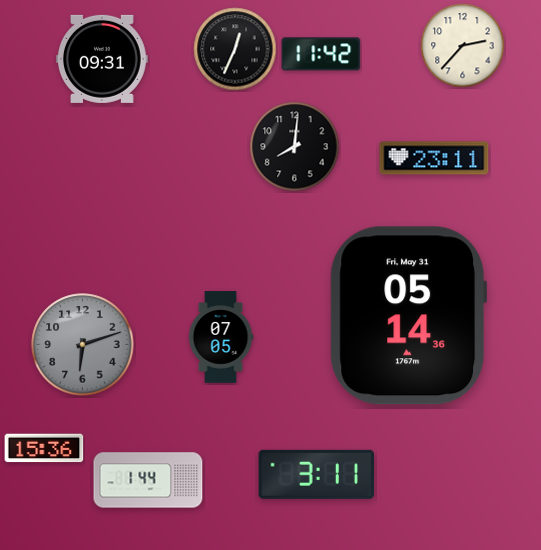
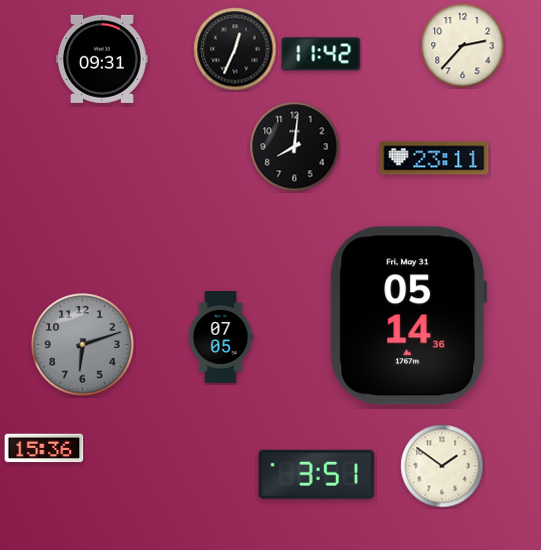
clock at (442, 466): none -> 1:51
clock at (317, 474): 3:11 -> 3:51
clock at (148, 480): 1:44 -> none
